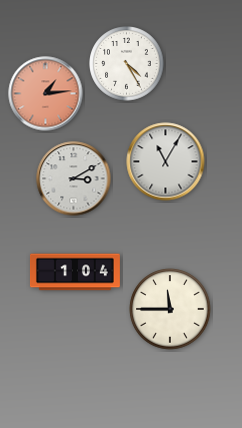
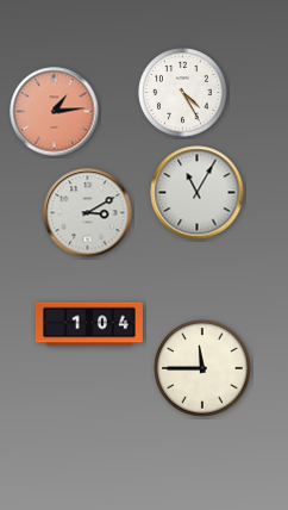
clock at (127, 64) position: (127, 64) -> (183, 93)
